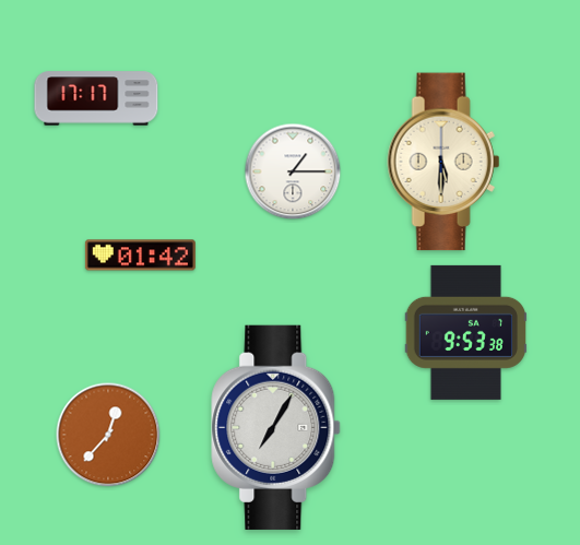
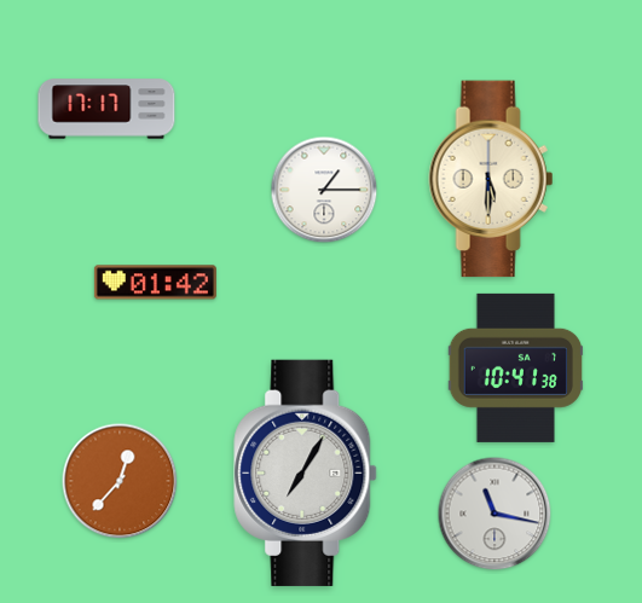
clock at (465, 332): 9:53 -> 10:41
clock at (494, 514): none -> 11:17
